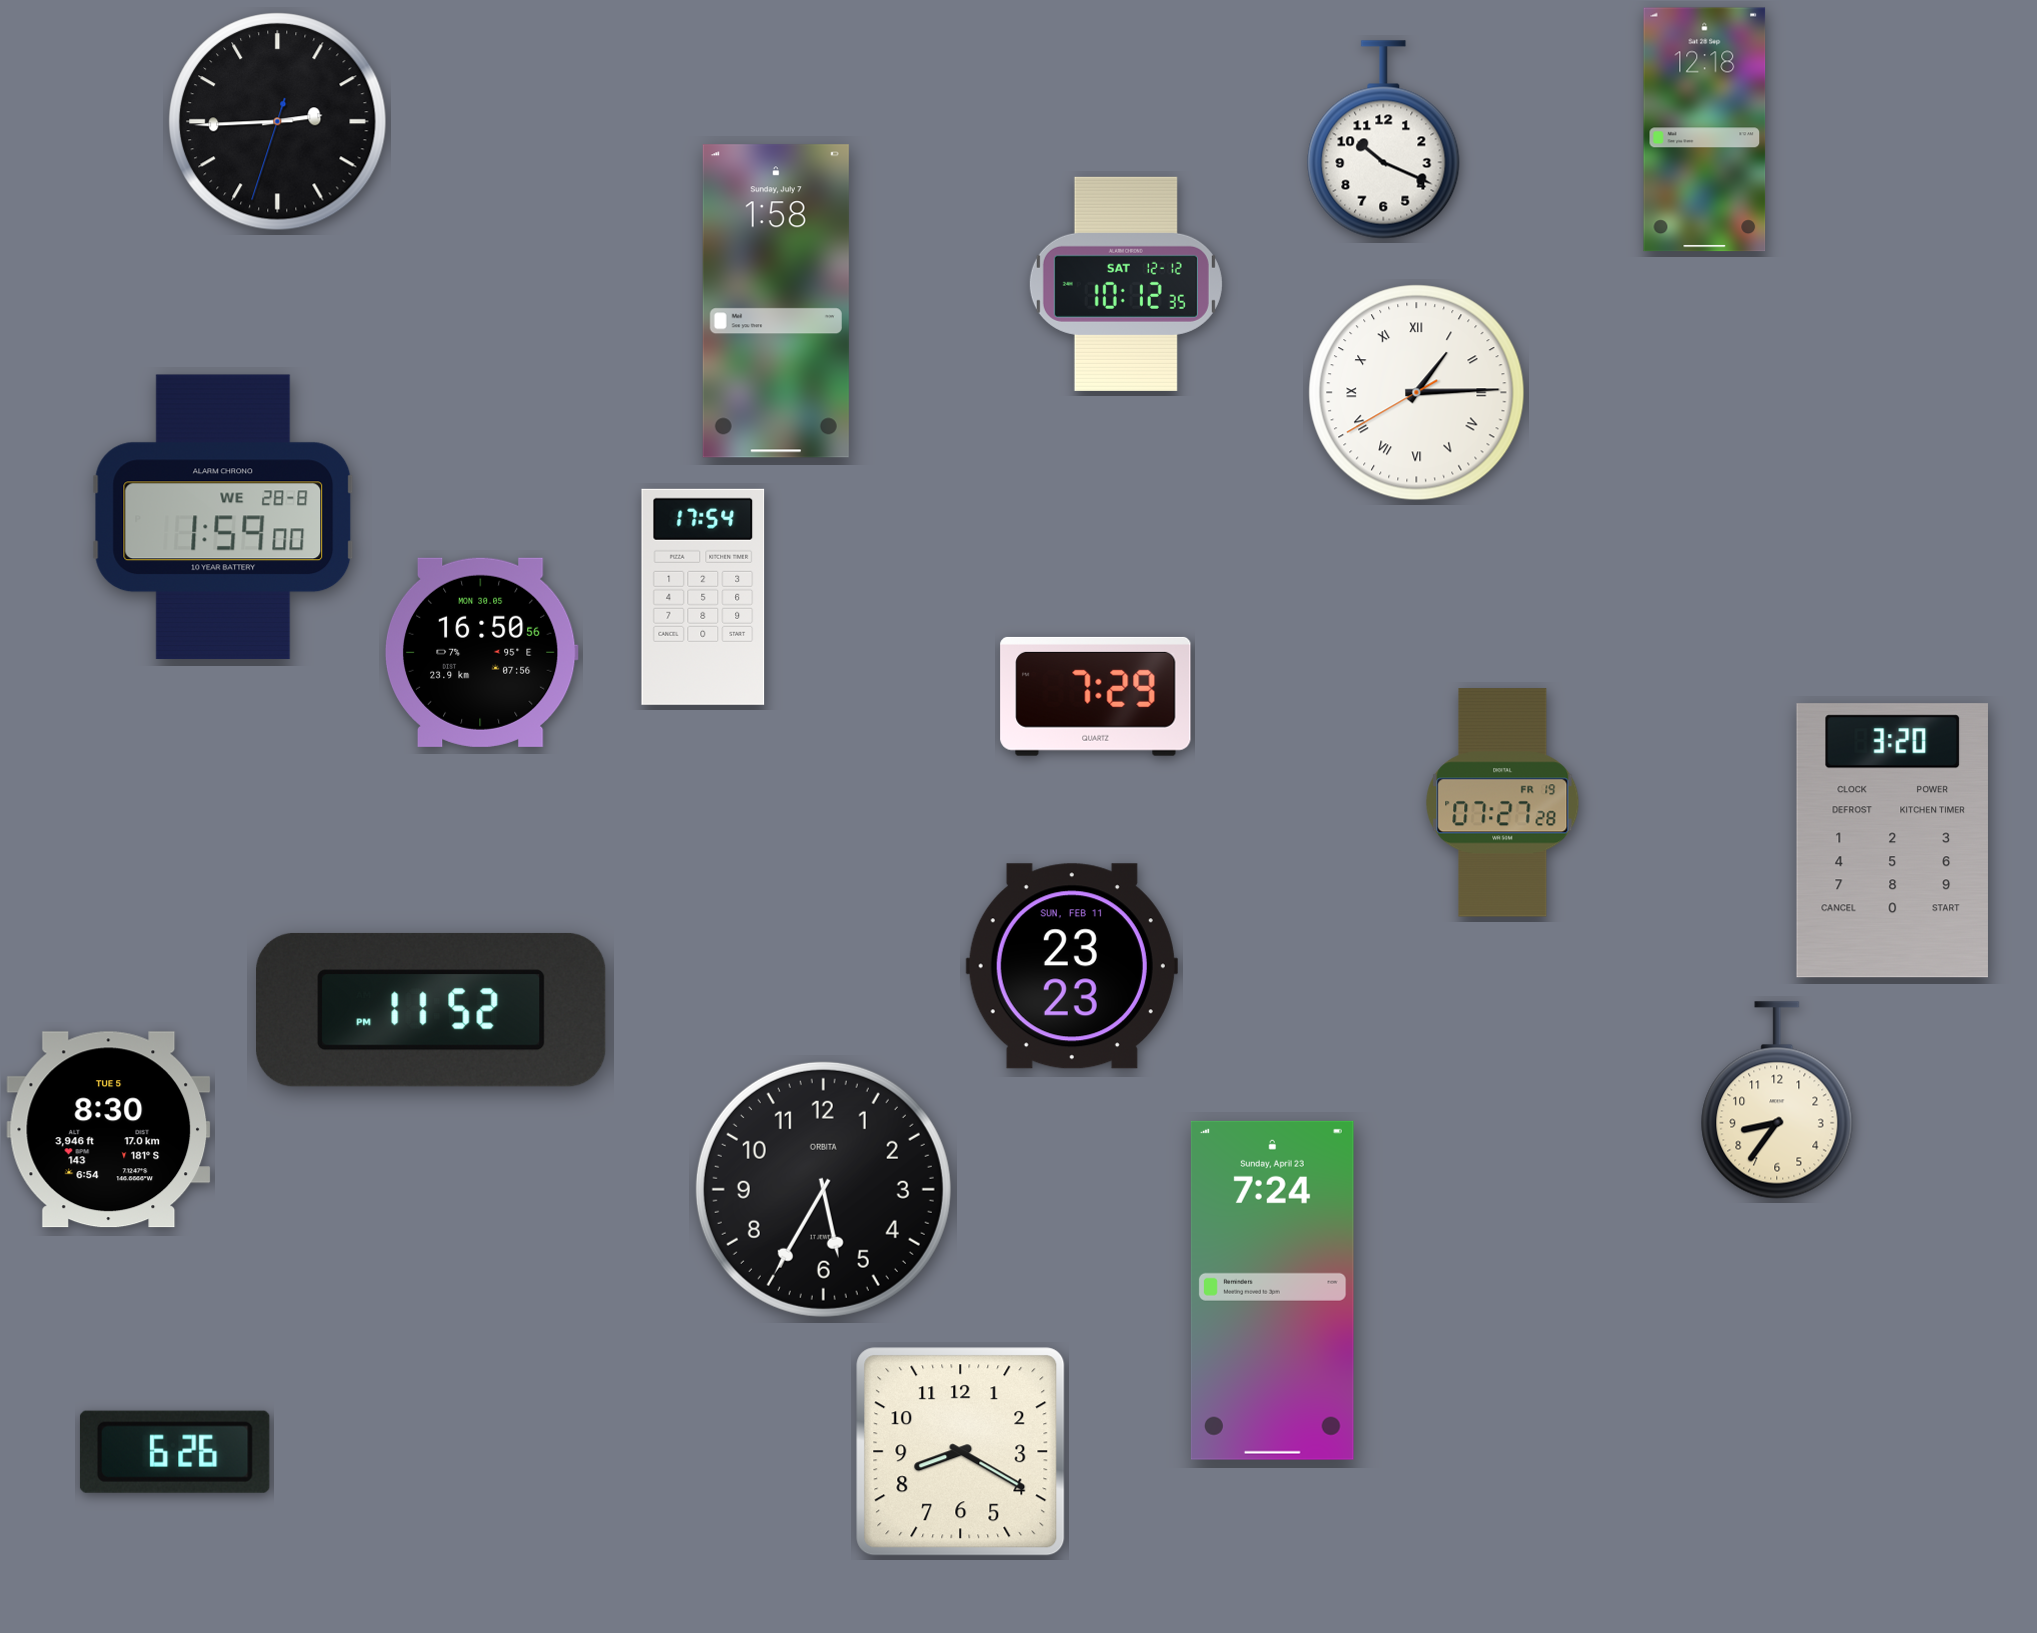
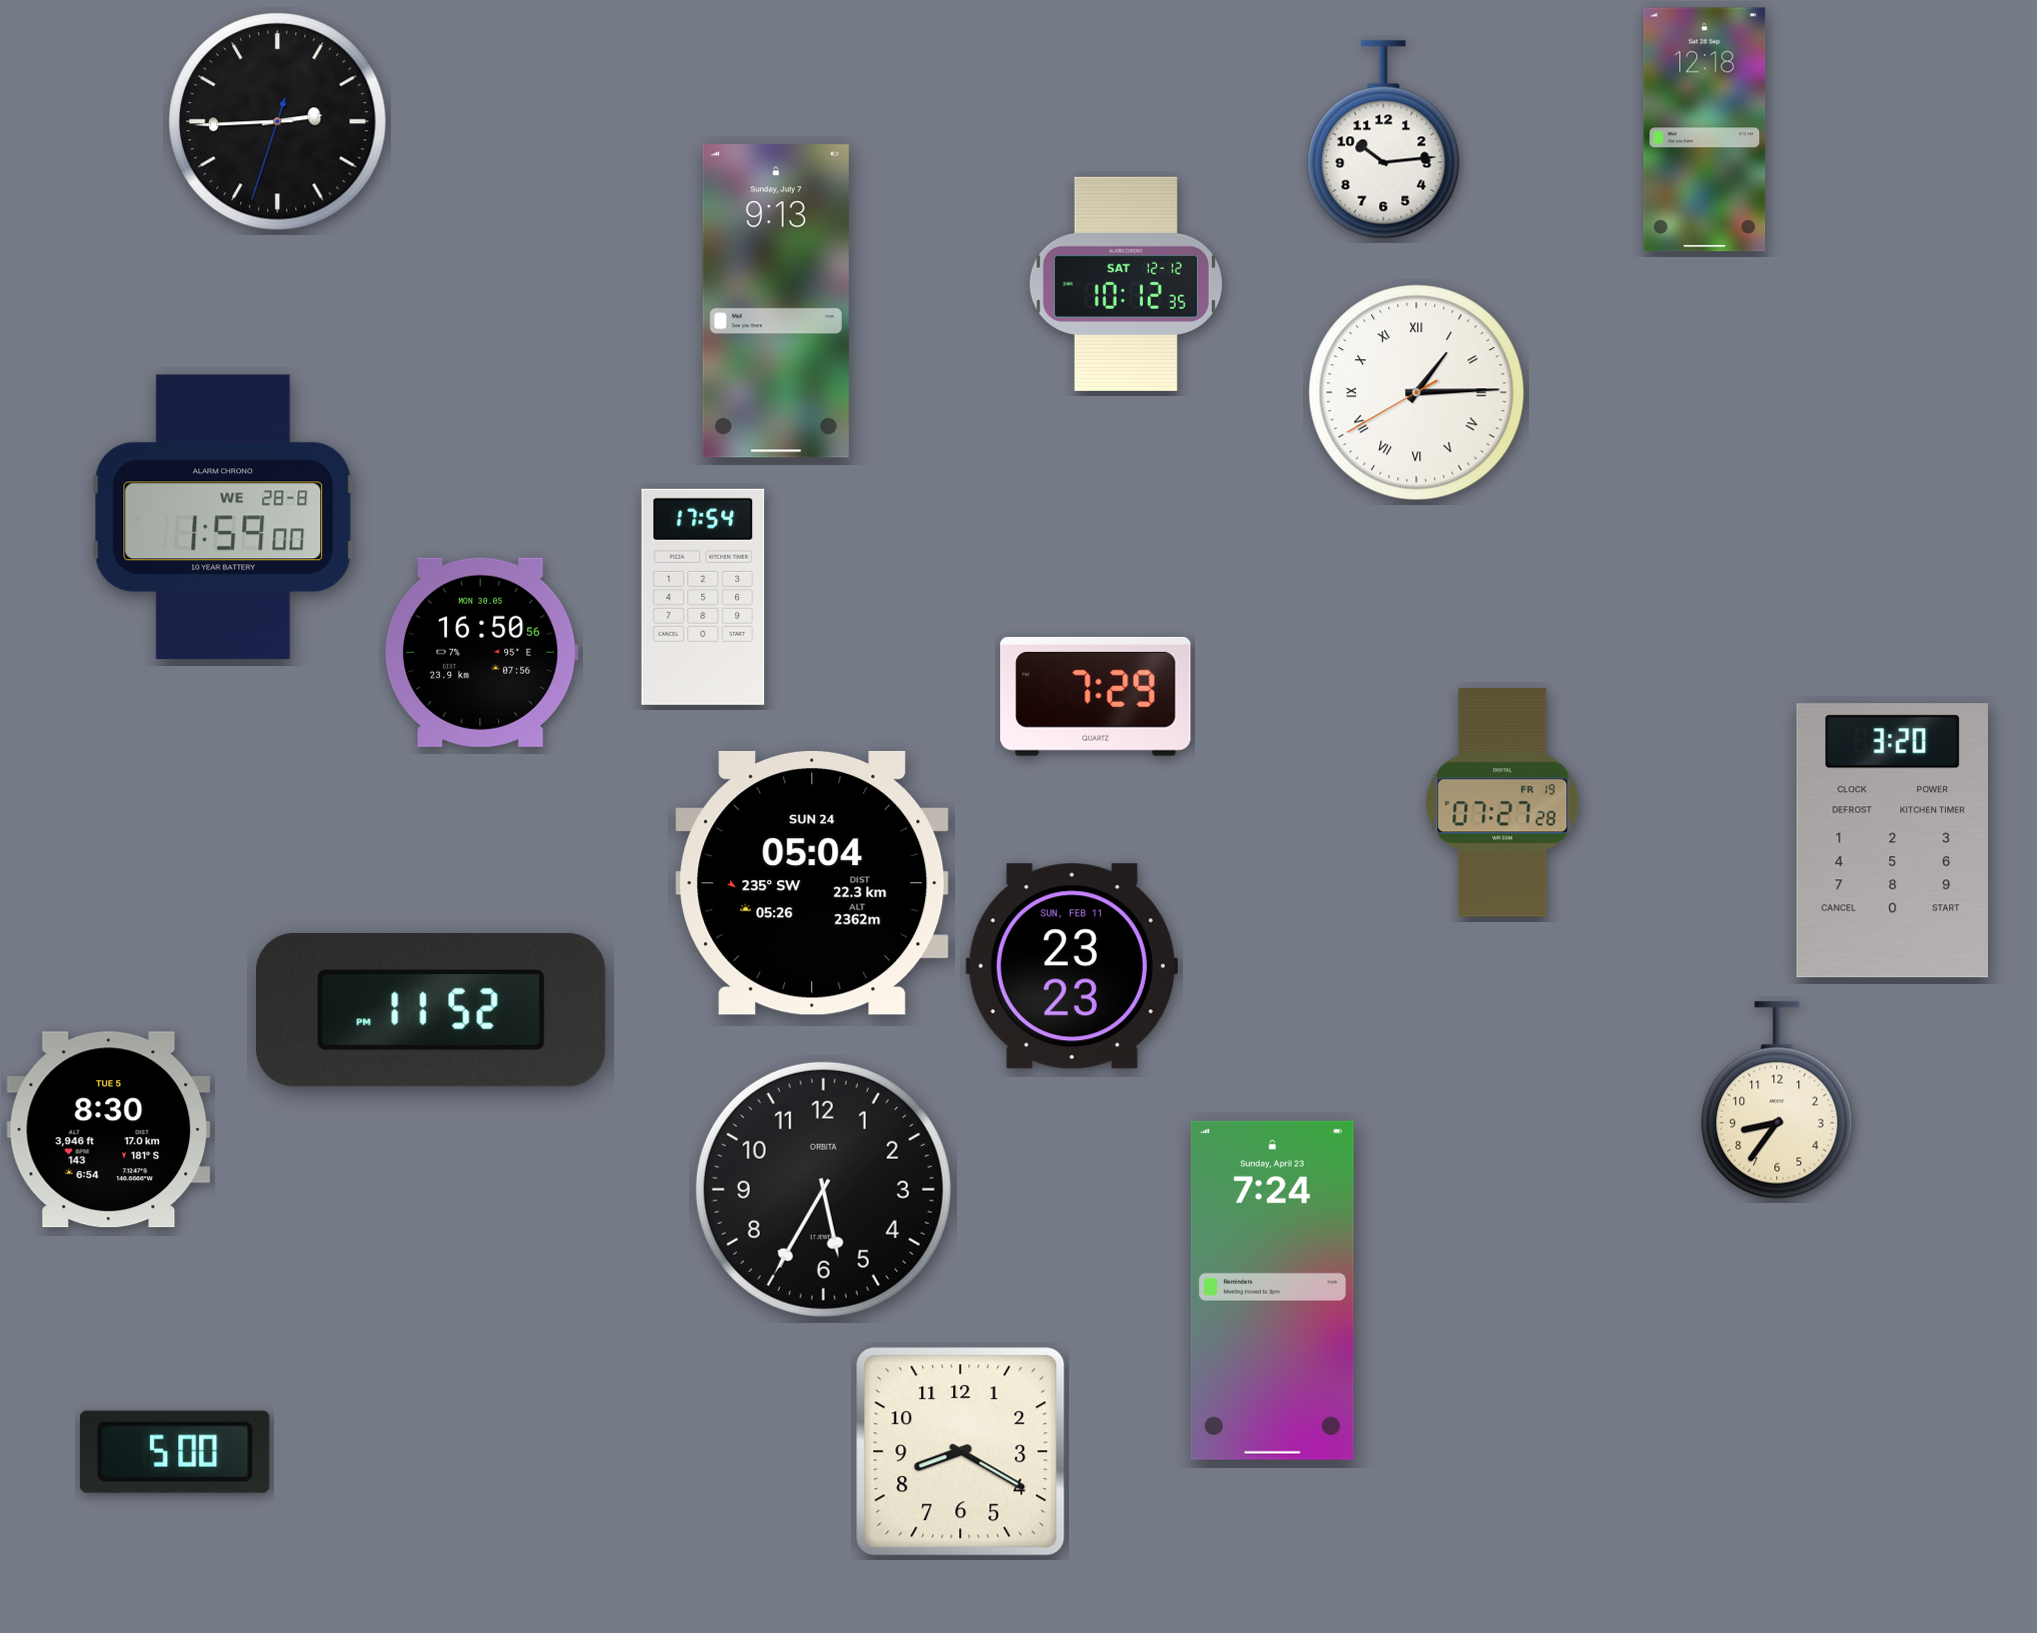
clock at (1384, 140): 10:19 -> 10:14
clock at (776, 301): 1:58 -> 9:13
clock at (812, 883): none -> 05:04
clock at (175, 1452): 6:26 -> 5:00
